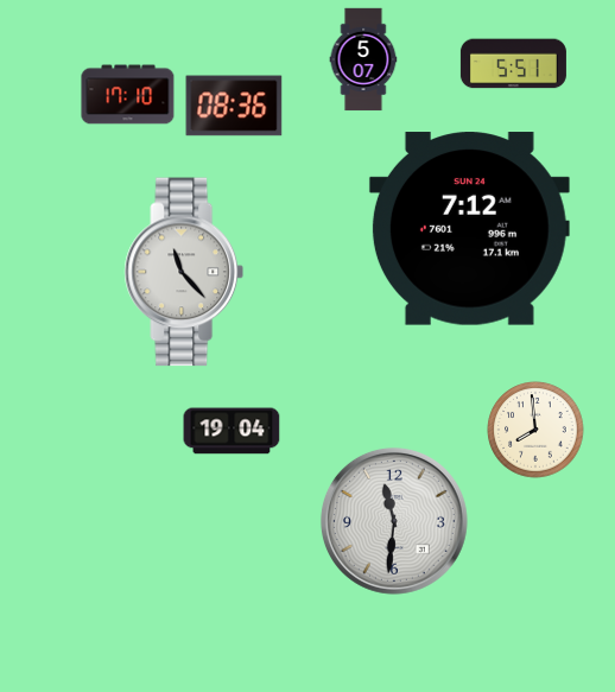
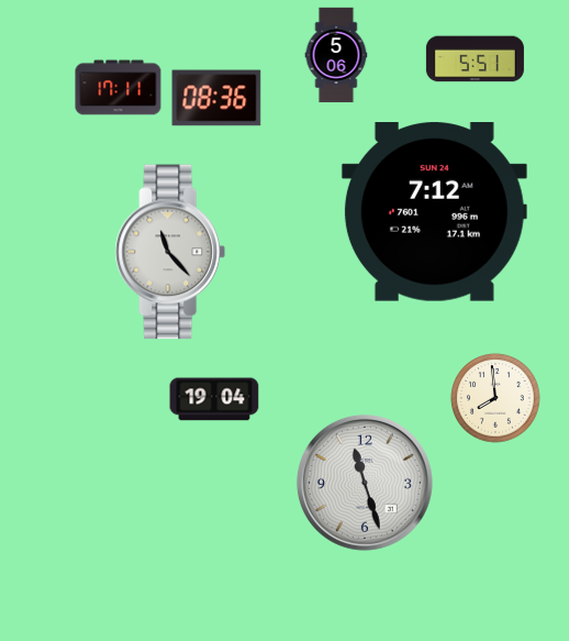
clock at (363, 59): 5:07 -> 5:06
clock at (128, 95): 17:10 -> 17:11
clock at (394, 521): 11:31 -> 11:27
